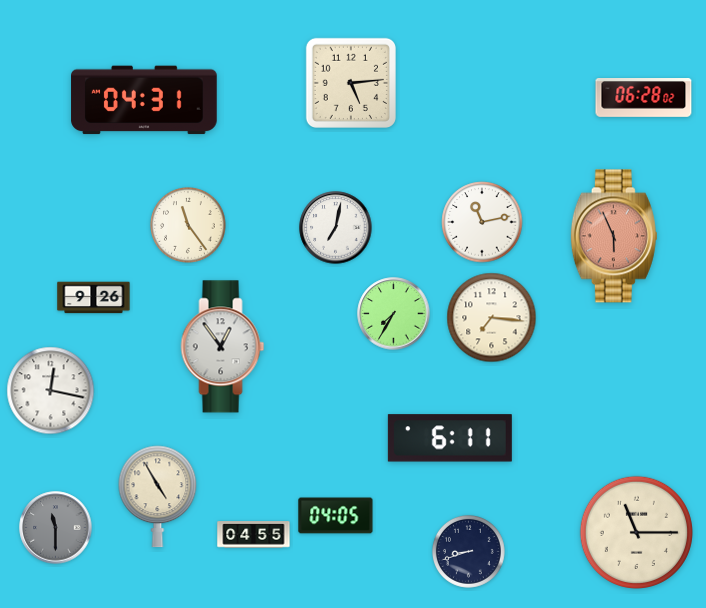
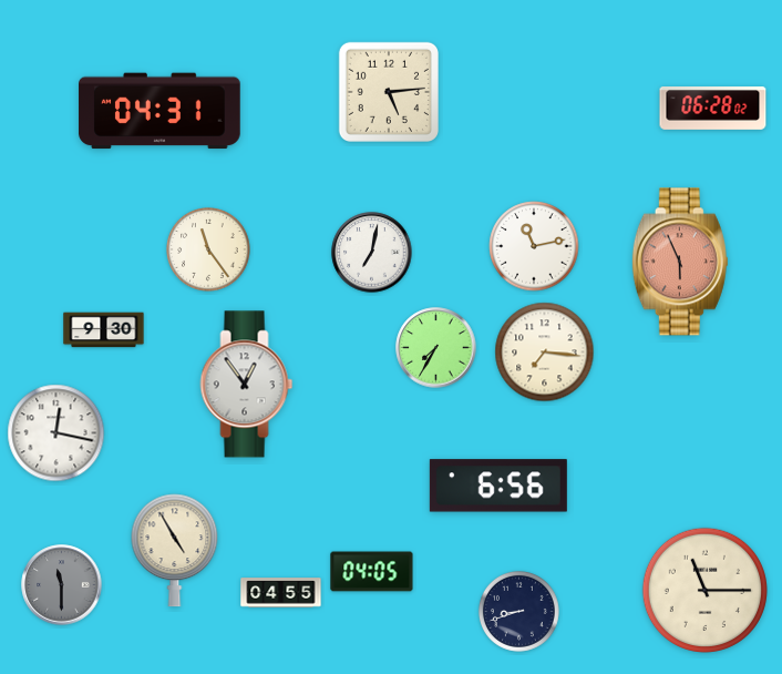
clock at (94, 298): 9:26 -> 9:30
clock at (450, 438): 6:11 -> 6:56
